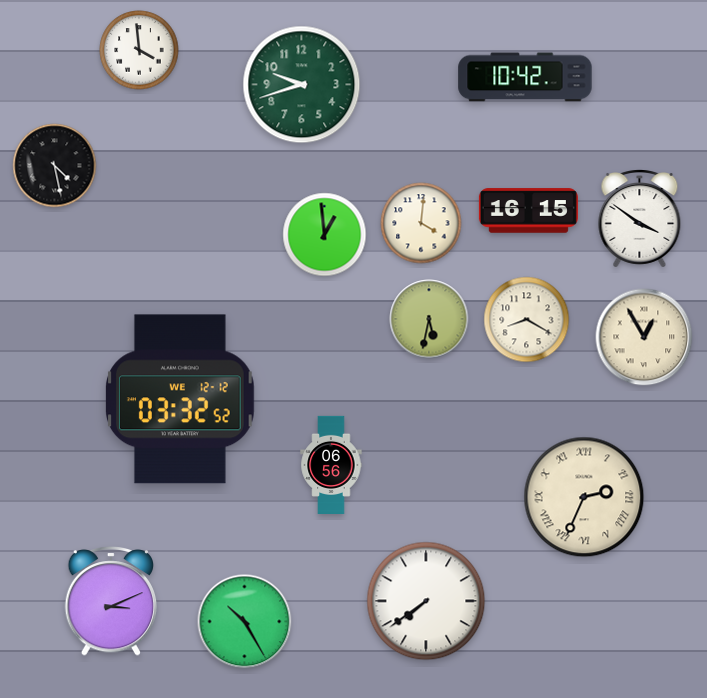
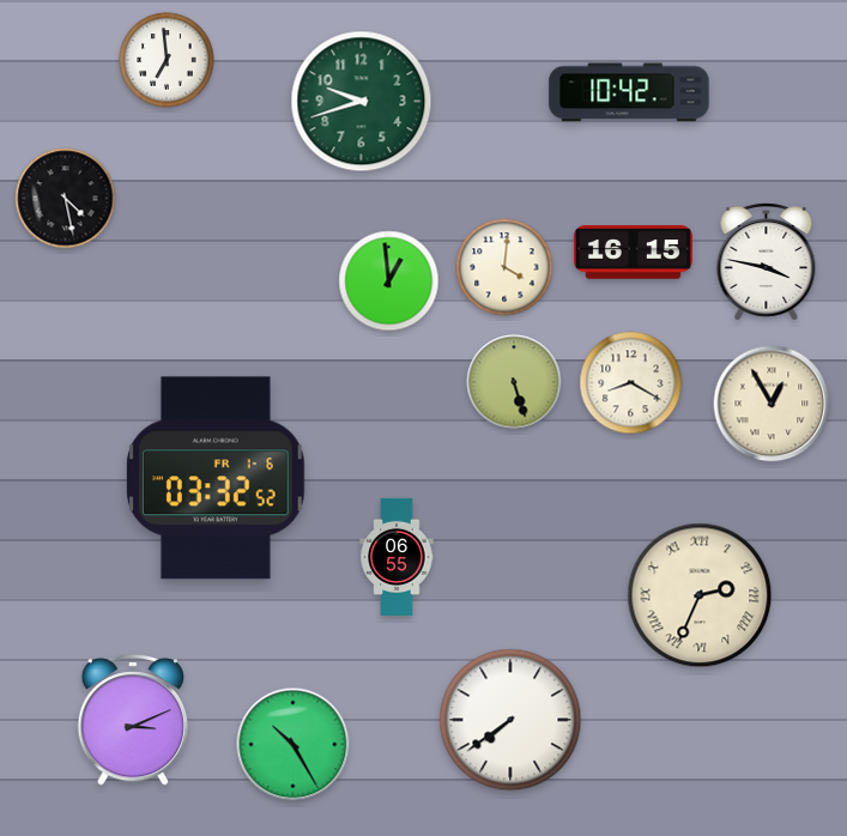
clock at (139, 50): 3:59 -> 6:59
clock at (640, 219): 3:51 -> 3:47
clock at (429, 319): 5:32 -> 5:27
clock at (181, 399) date: WE 12-12 -> FR 1-6
clock at (331, 464): 06:56 -> 06:55
